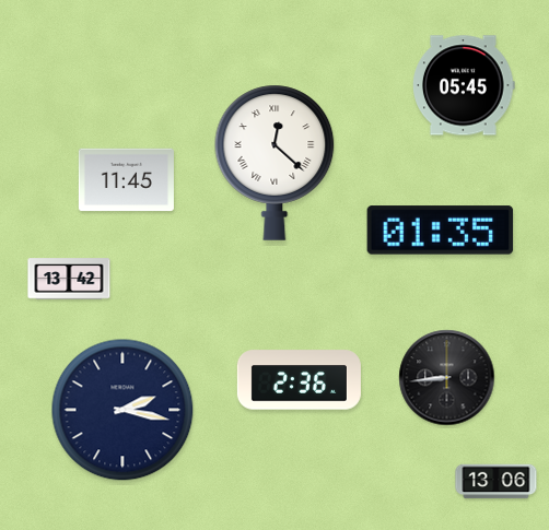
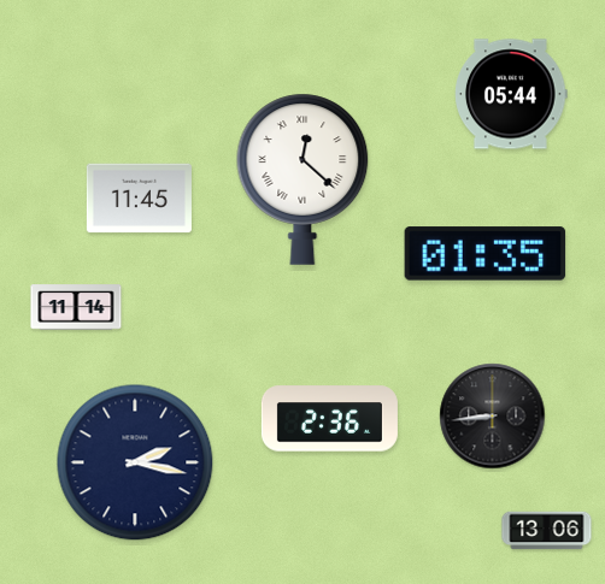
clock at (464, 85): 05:45 -> 05:44
clock at (69, 279): 13:42 -> 11:14
clock at (122, 410) position: (122, 410) -> (135, 462)
